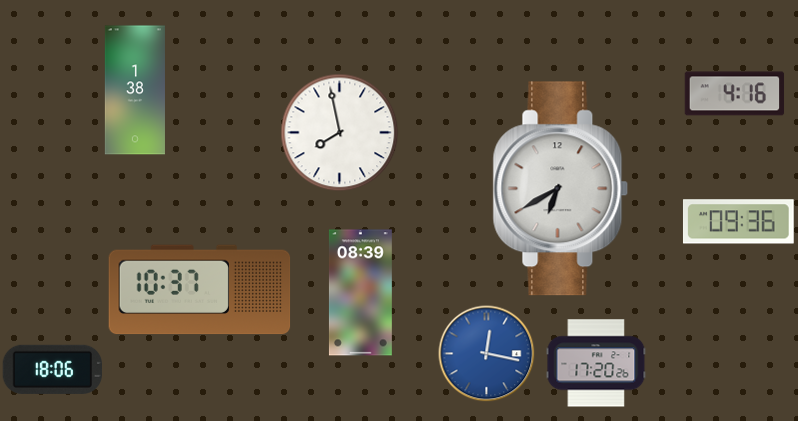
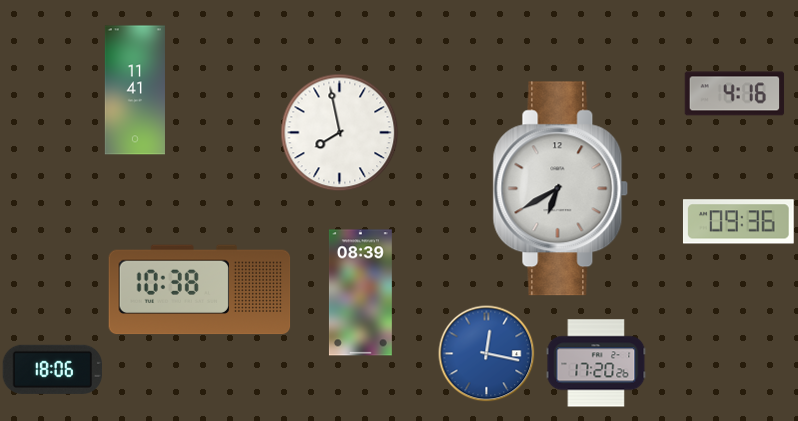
clock at (135, 90): 1:38 -> 11:41
clock at (200, 290): 10:37 -> 10:38
